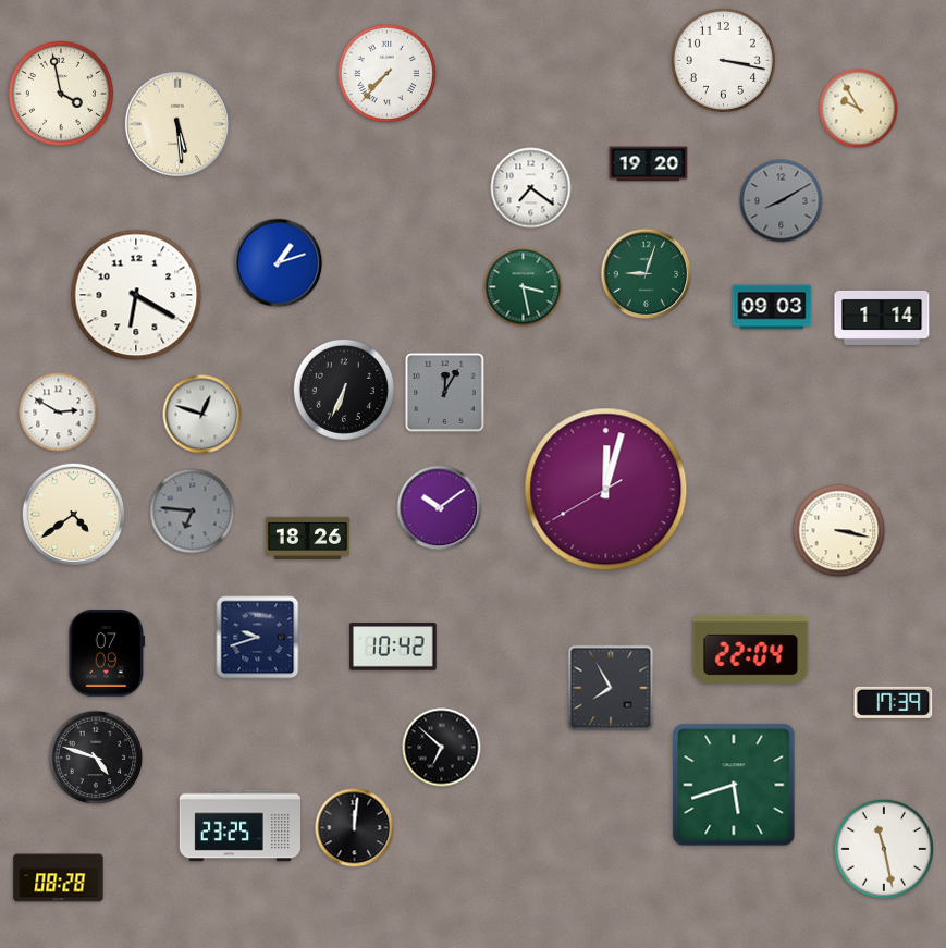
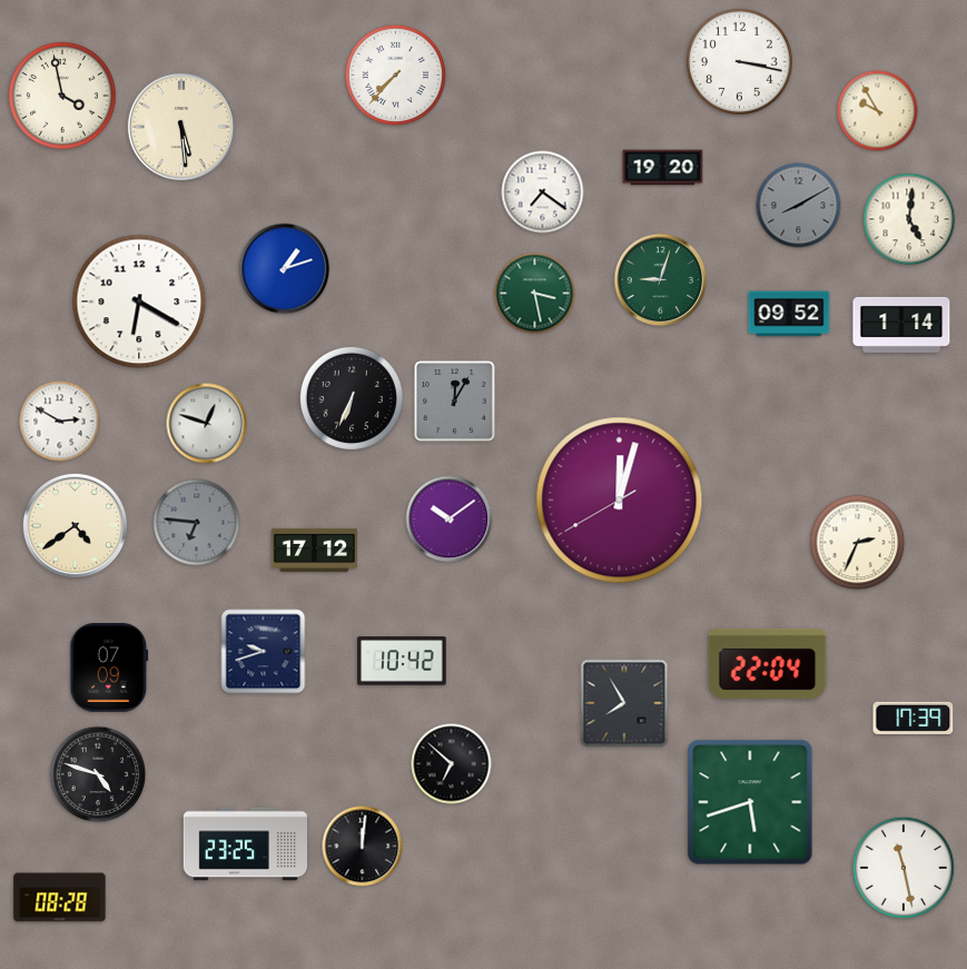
clock at (909, 219): none -> 5:01
clock at (772, 307): 09:03 -> 09:52
clock at (839, 531): 3:17 -> 2:34
clock at (307, 538): 18:26 -> 17:12
